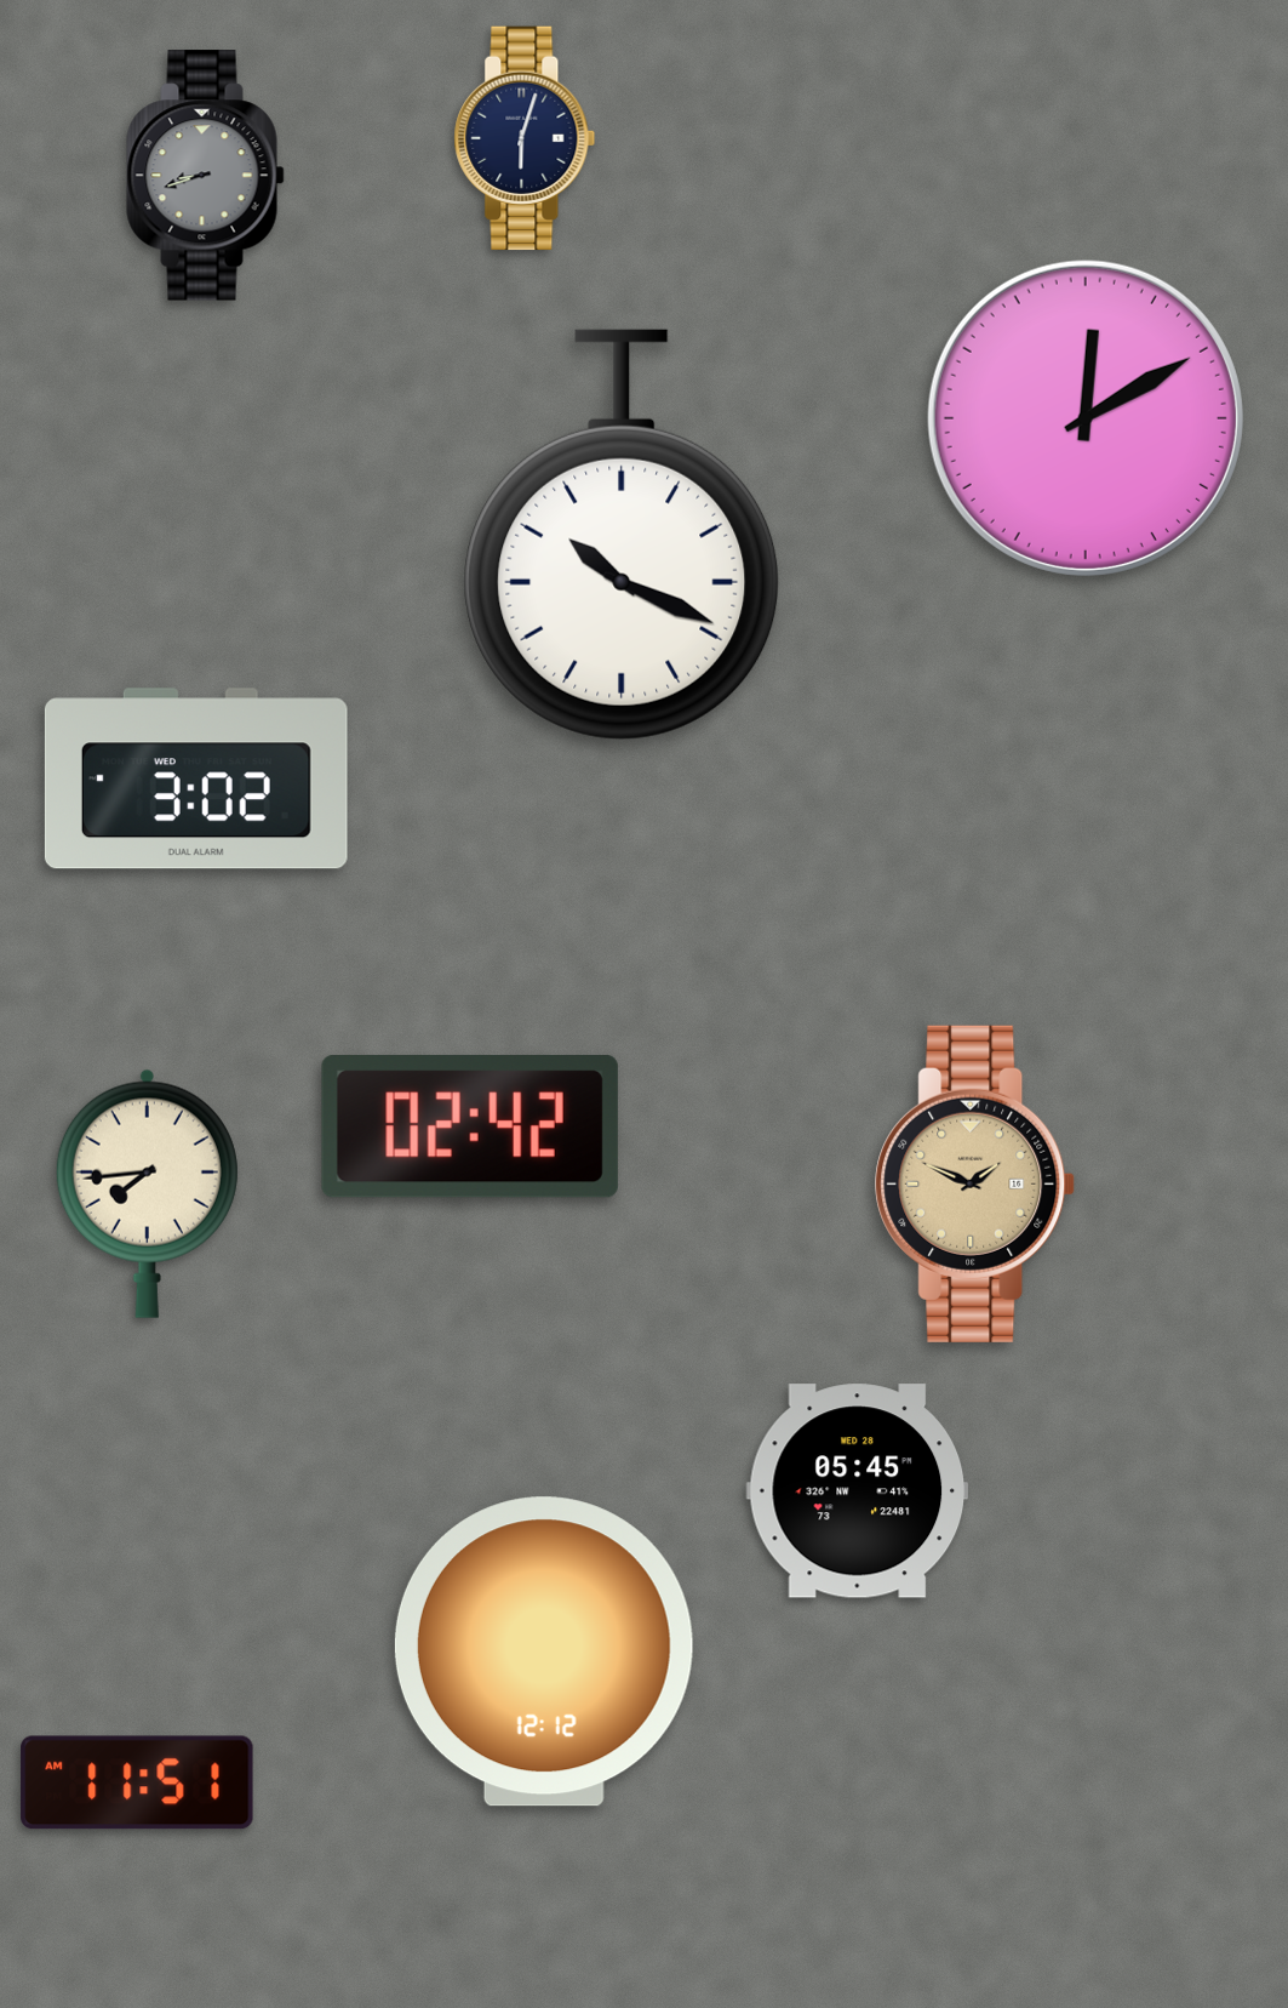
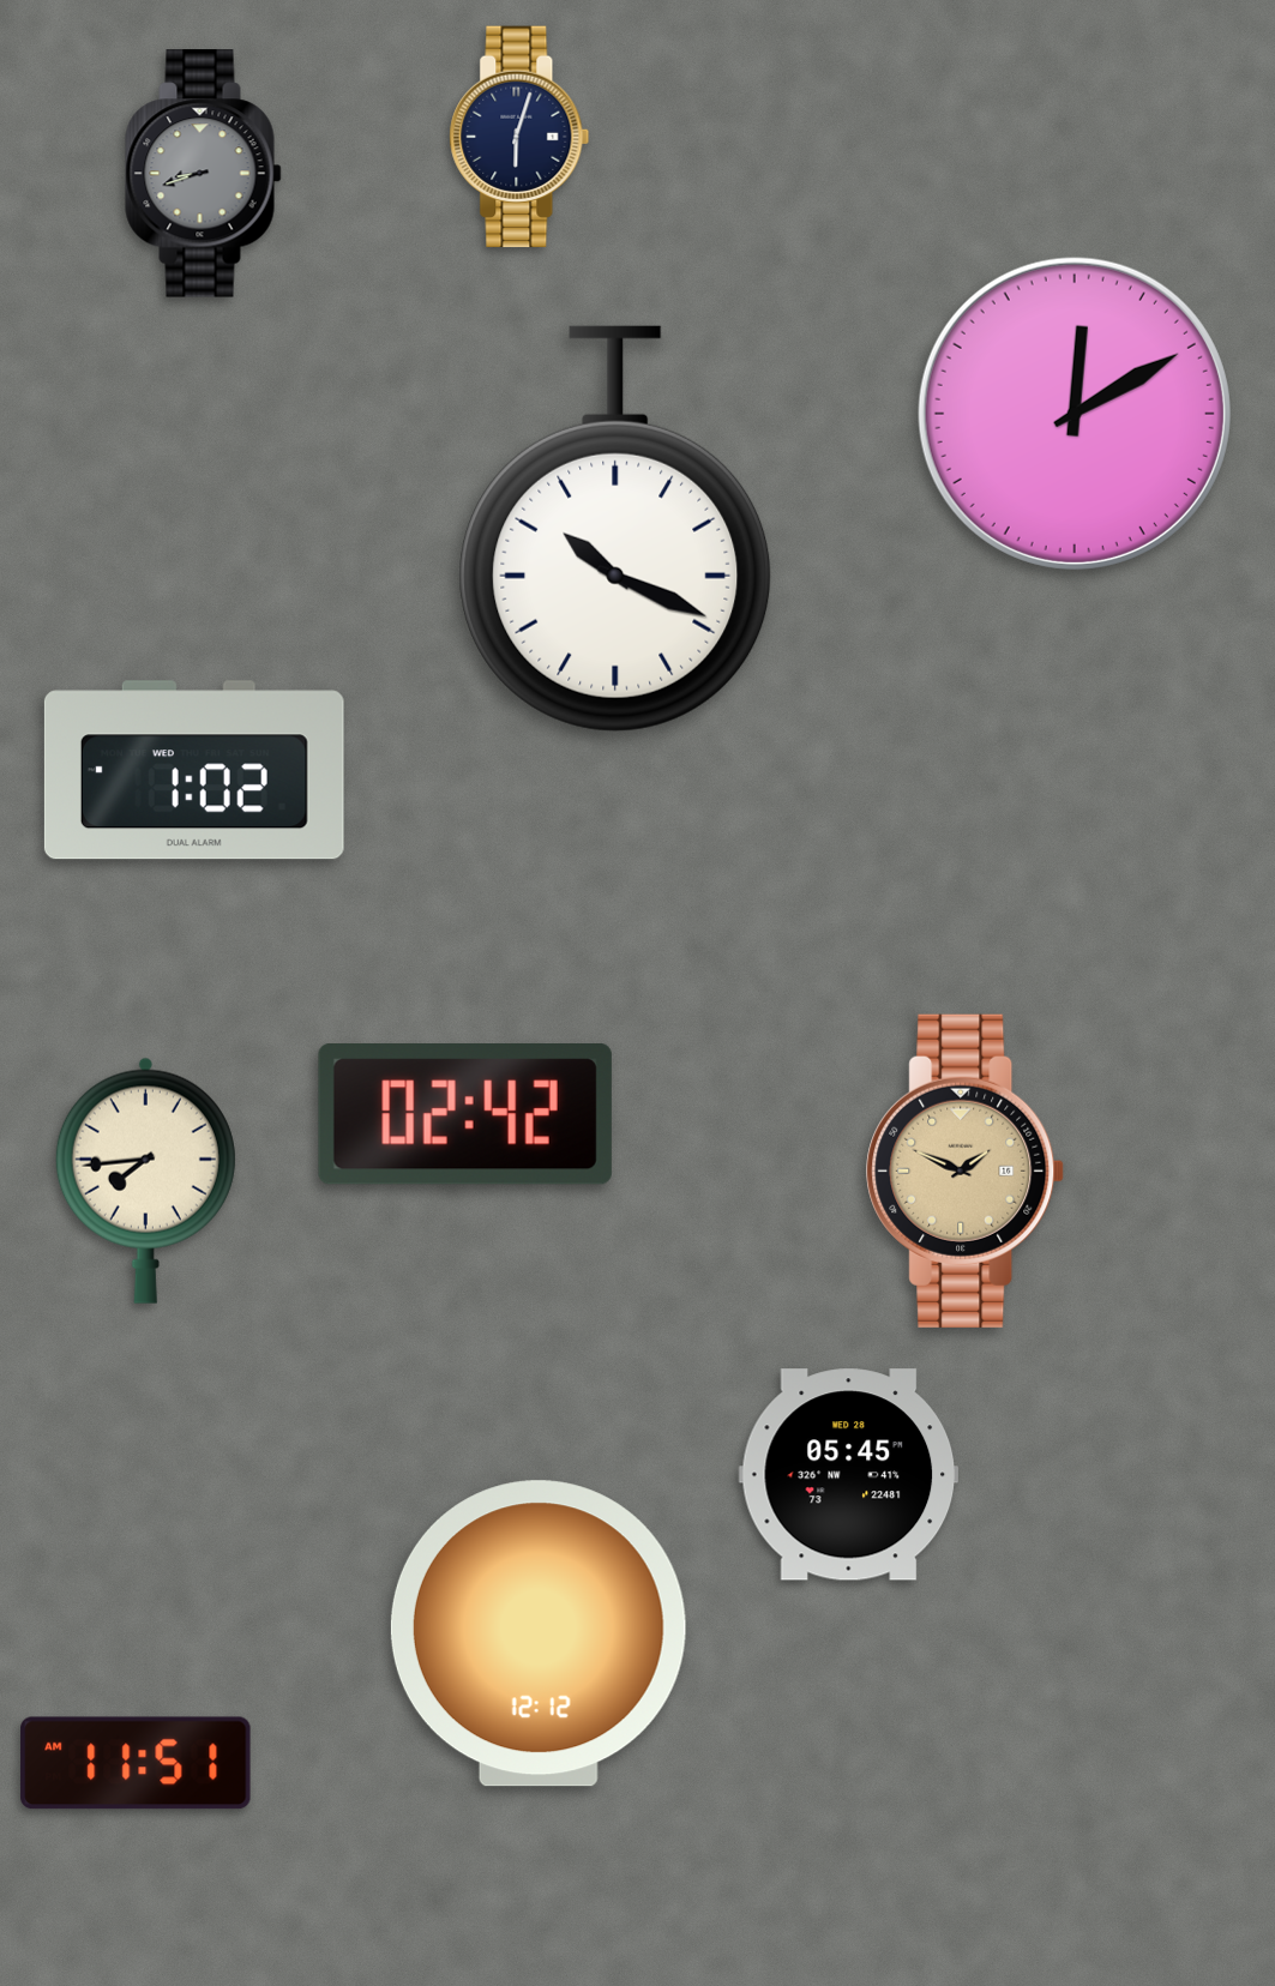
clock at (196, 778): 3:02 -> 1:02
